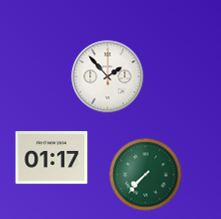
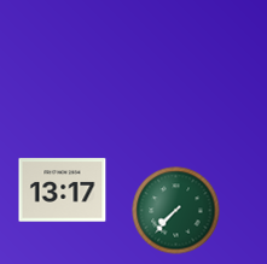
clock at (108, 77): 1:53 -> none
clock at (52, 158): 01:17 -> 13:17
